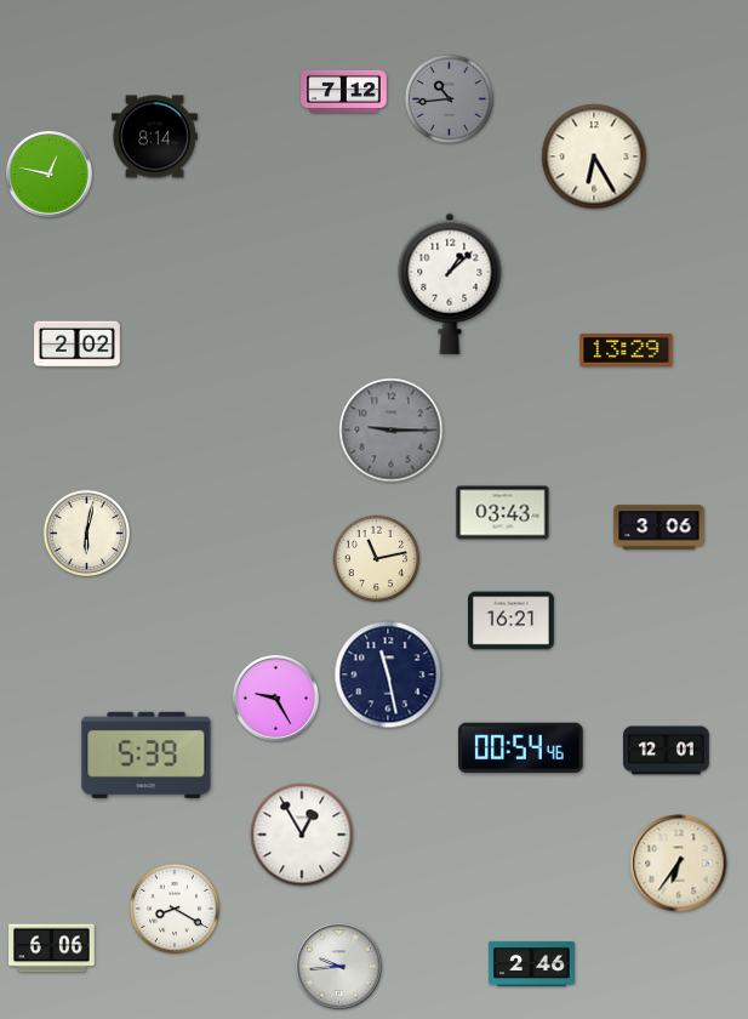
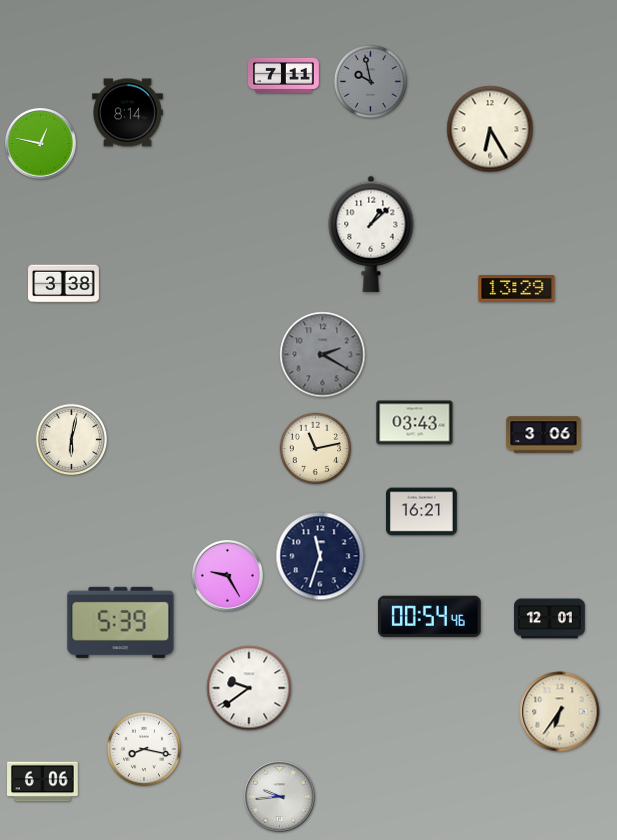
clock at (344, 91): 7:12 -> 7:11
clock at (449, 98): 10:44 -> 9:58
clock at (78, 345): 2:02 -> 3:38
clock at (392, 431): 9:15 -> 2:20
clock at (377, 559) position: (377, 559) -> (316, 449)
clock at (388, 674): 11:28 -> 11:33
clock at (302, 835): 12:55 -> 9:39
clock at (175, 909): 8:20 -> 8:17
clock at (532, 963): 2:46 -> none
